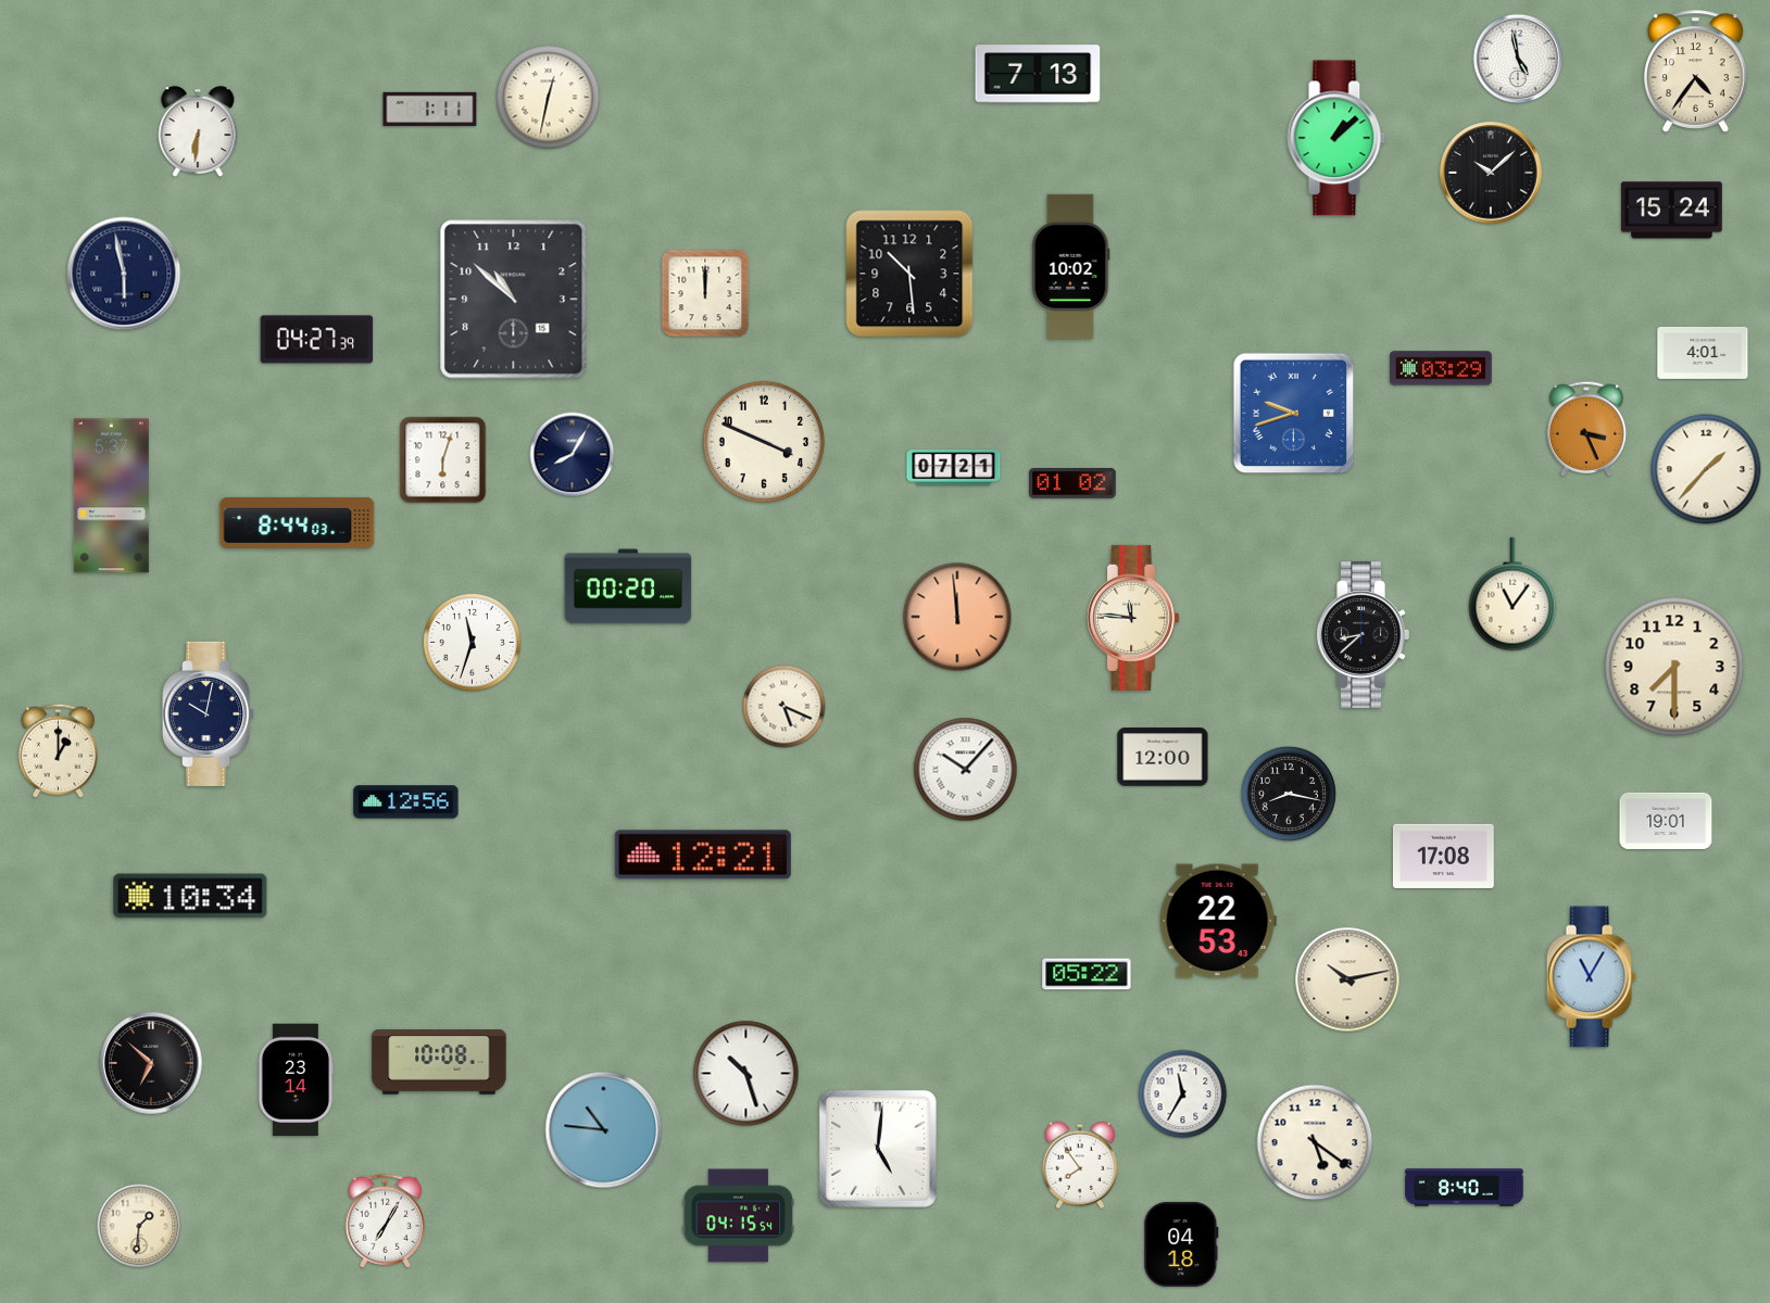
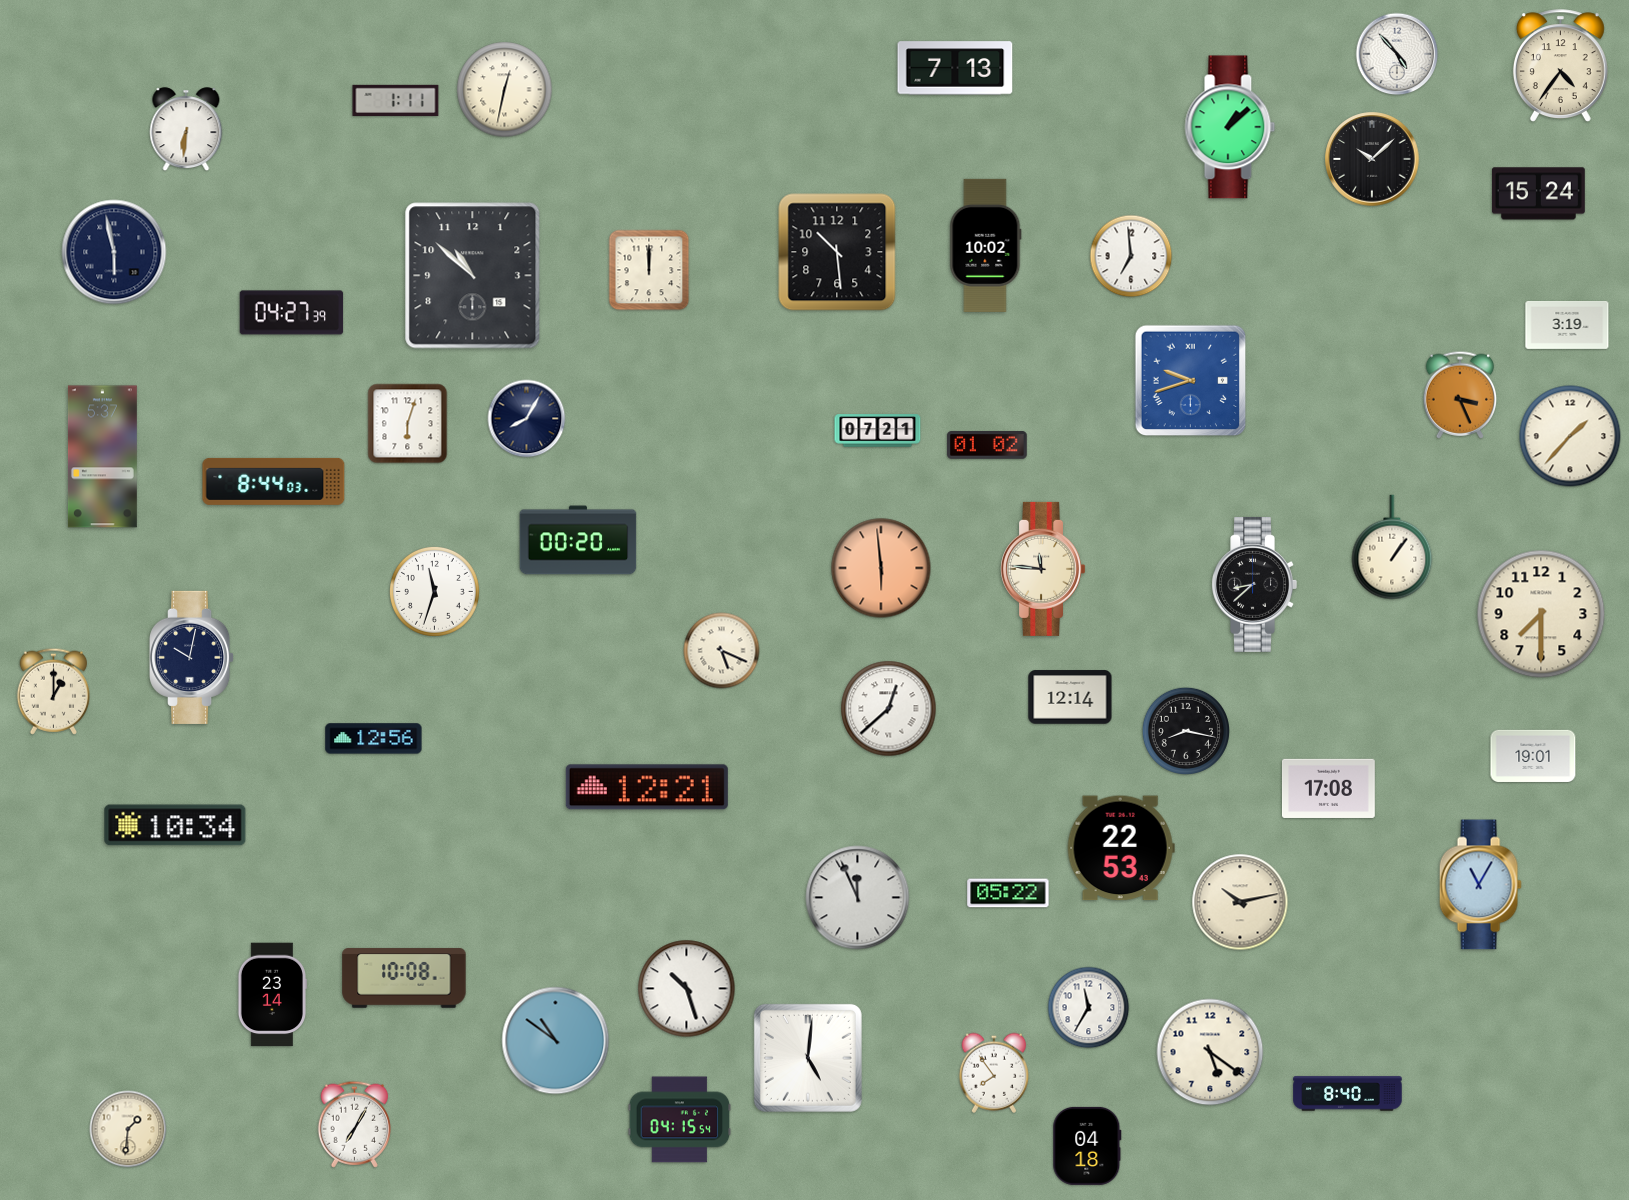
clock at (1518, 59): 4:58 -> 4:53
clock at (198, 132) position: (198, 132) -> (186, 130)
clock at (1131, 256): none -> 6:59
clock at (1703, 353): 4:01 -> 3:19
clock at (1441, 368): 03:29 -> none
clock at (764, 442): 3:49 -> none
clock at (1706, 469) position: (1706, 469) -> (1570, 436)
clock at (1512, 594): 11:06 -> 1:06
clock at (957, 617): 11:59 -> 5:59
clock at (1163, 757): 12:00 -> 12:14
clock at (966, 770): 10:07 -> 12:38
clock at (1087, 974) position: (1087, 974) -> (1008, 893)
clock at (858, 898): none -> 11:56
clock at (1591, 977) position: (1591, 977) -> (1480, 885)
clock at (151, 1063): 6:52 -> none
clock at (604, 1130): 10:46 -> 10:51
